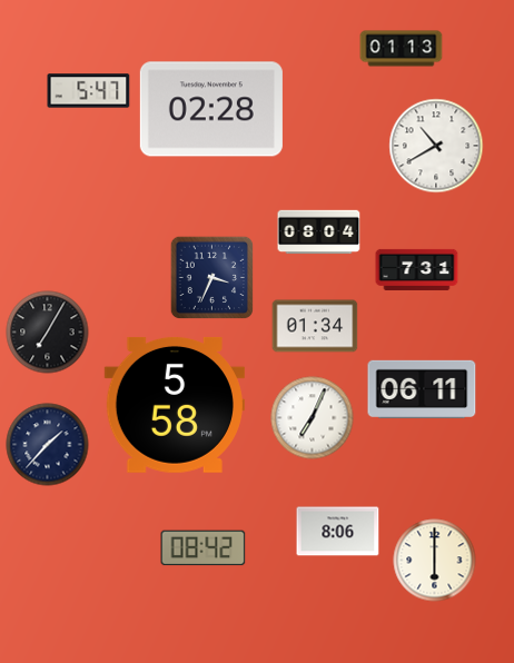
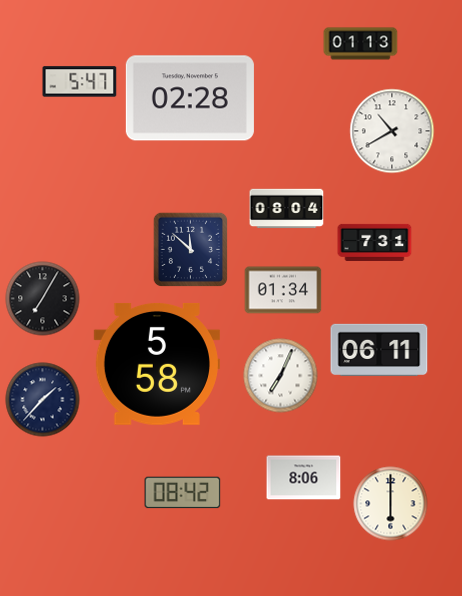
clock at (211, 277): 3:34 -> 11:52
clock at (315, 326) position: (315, 326) -> (283, 290)
